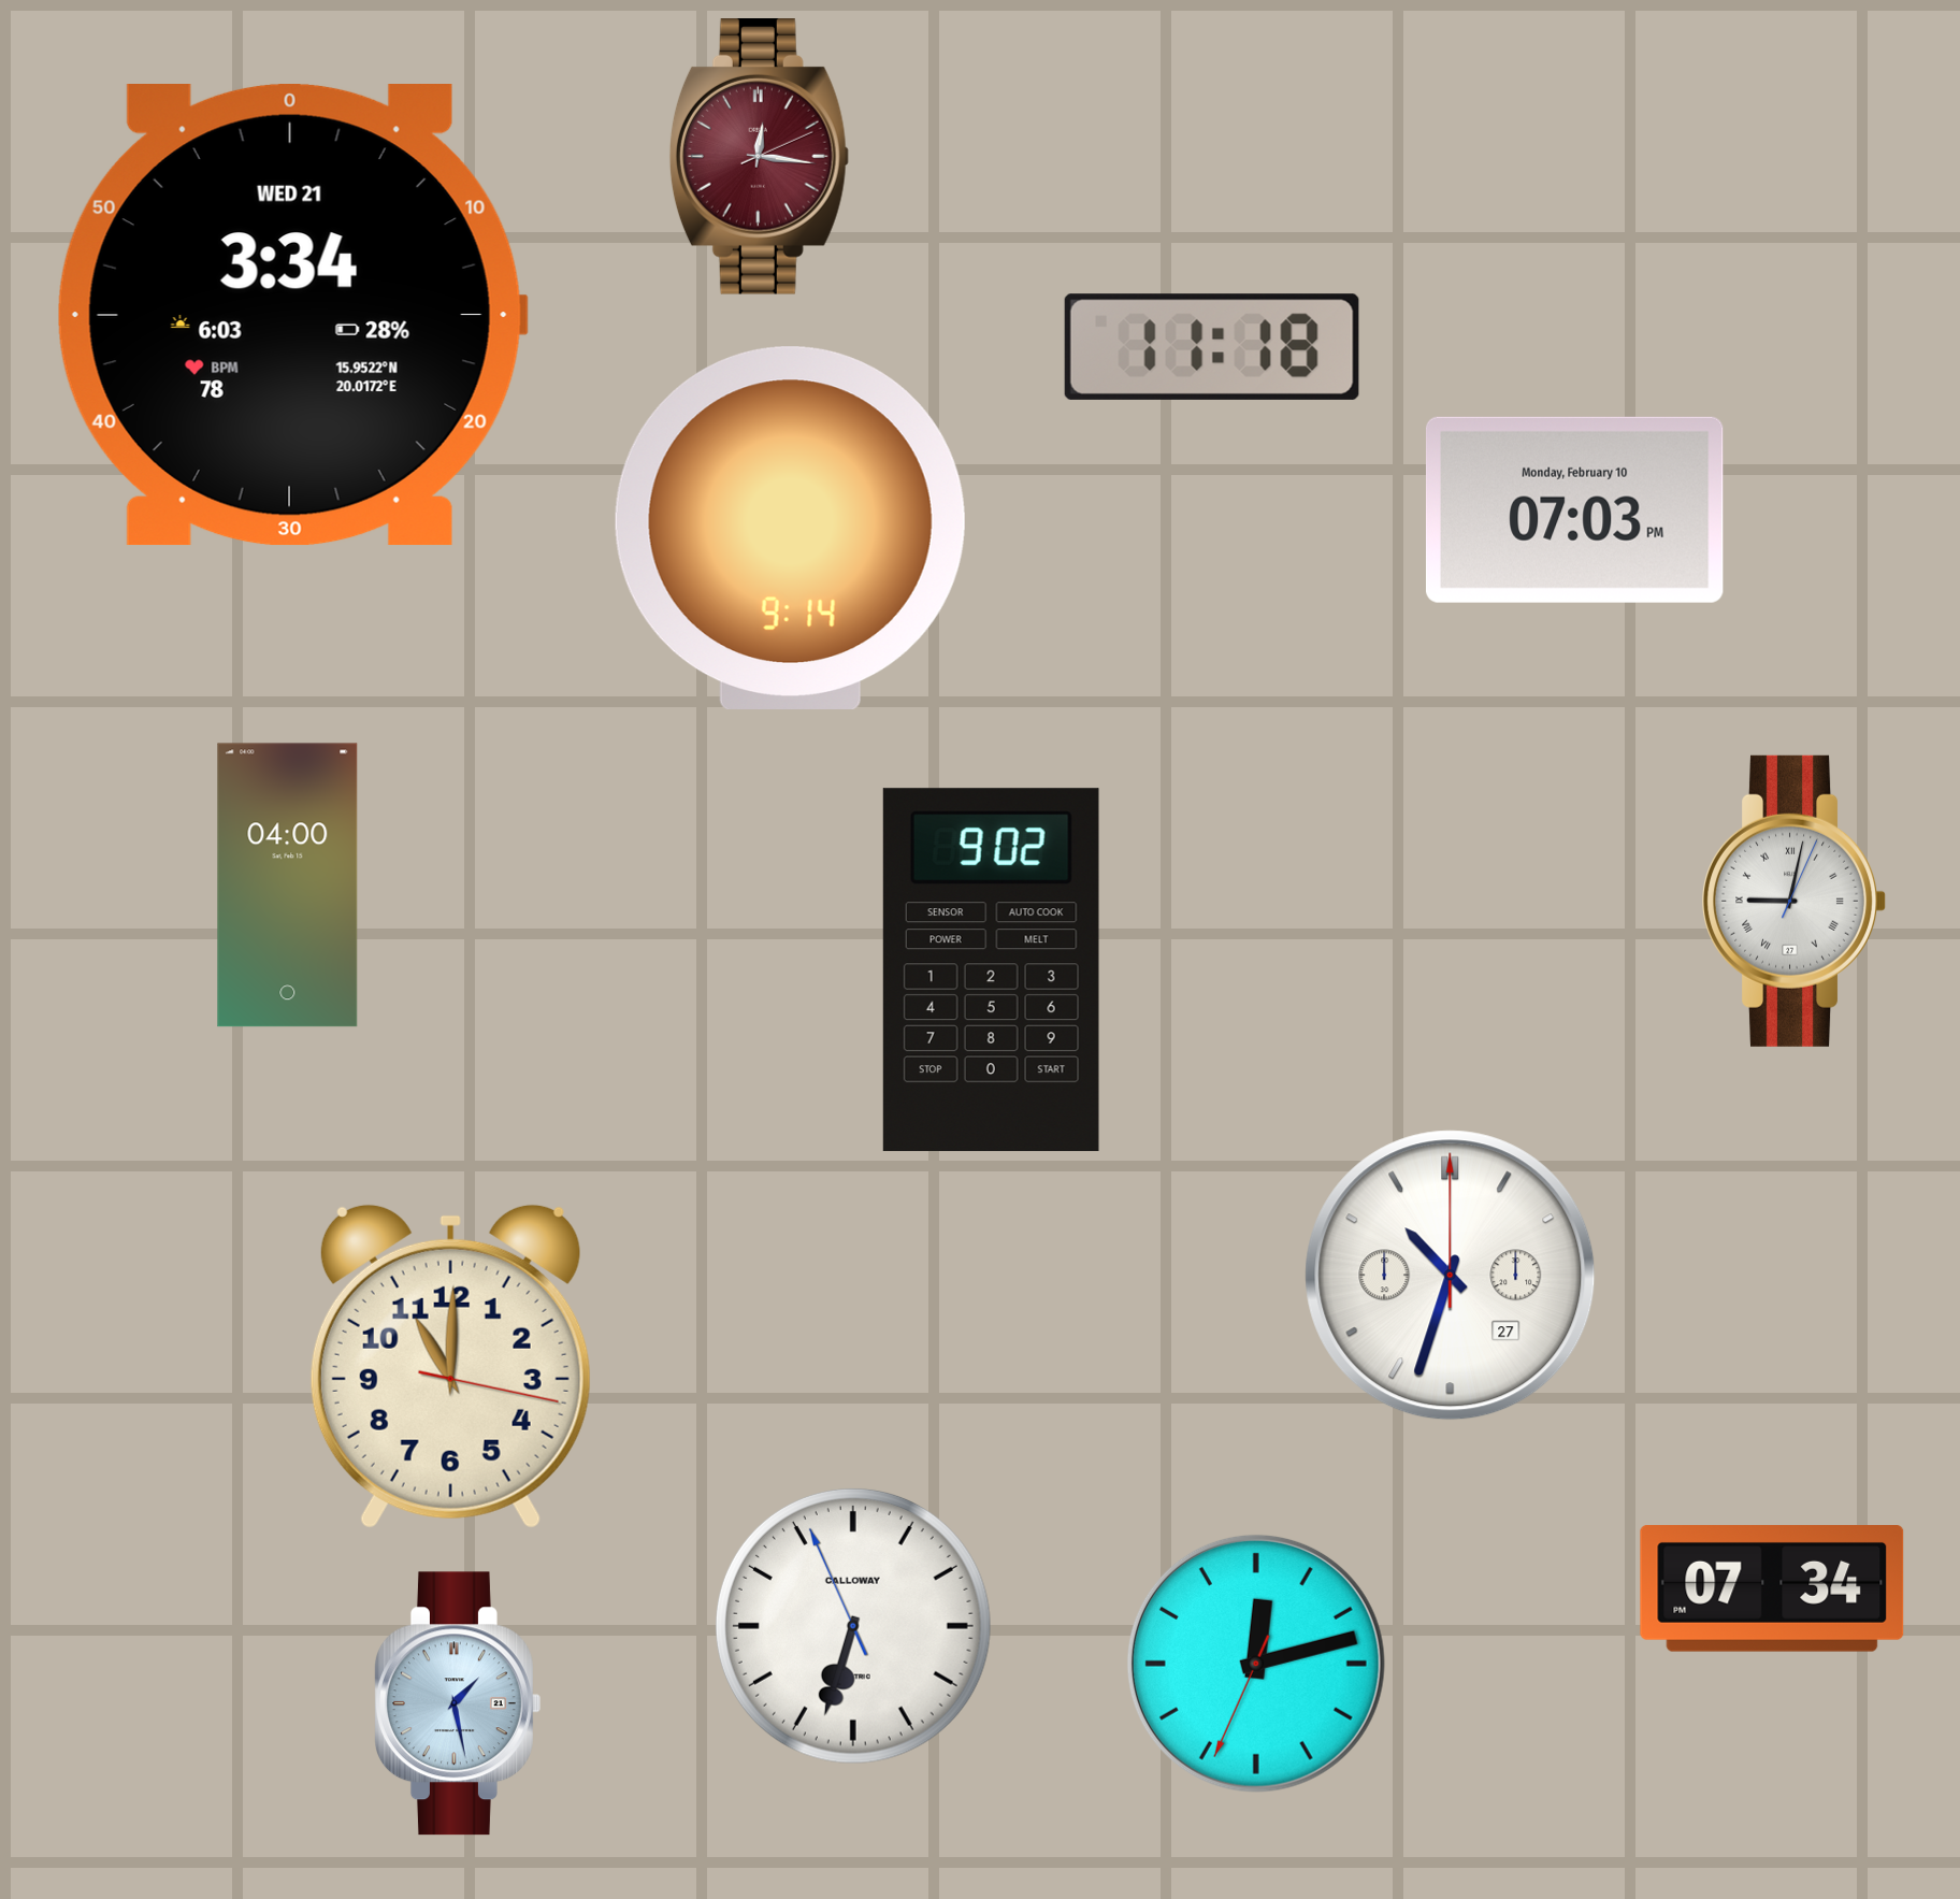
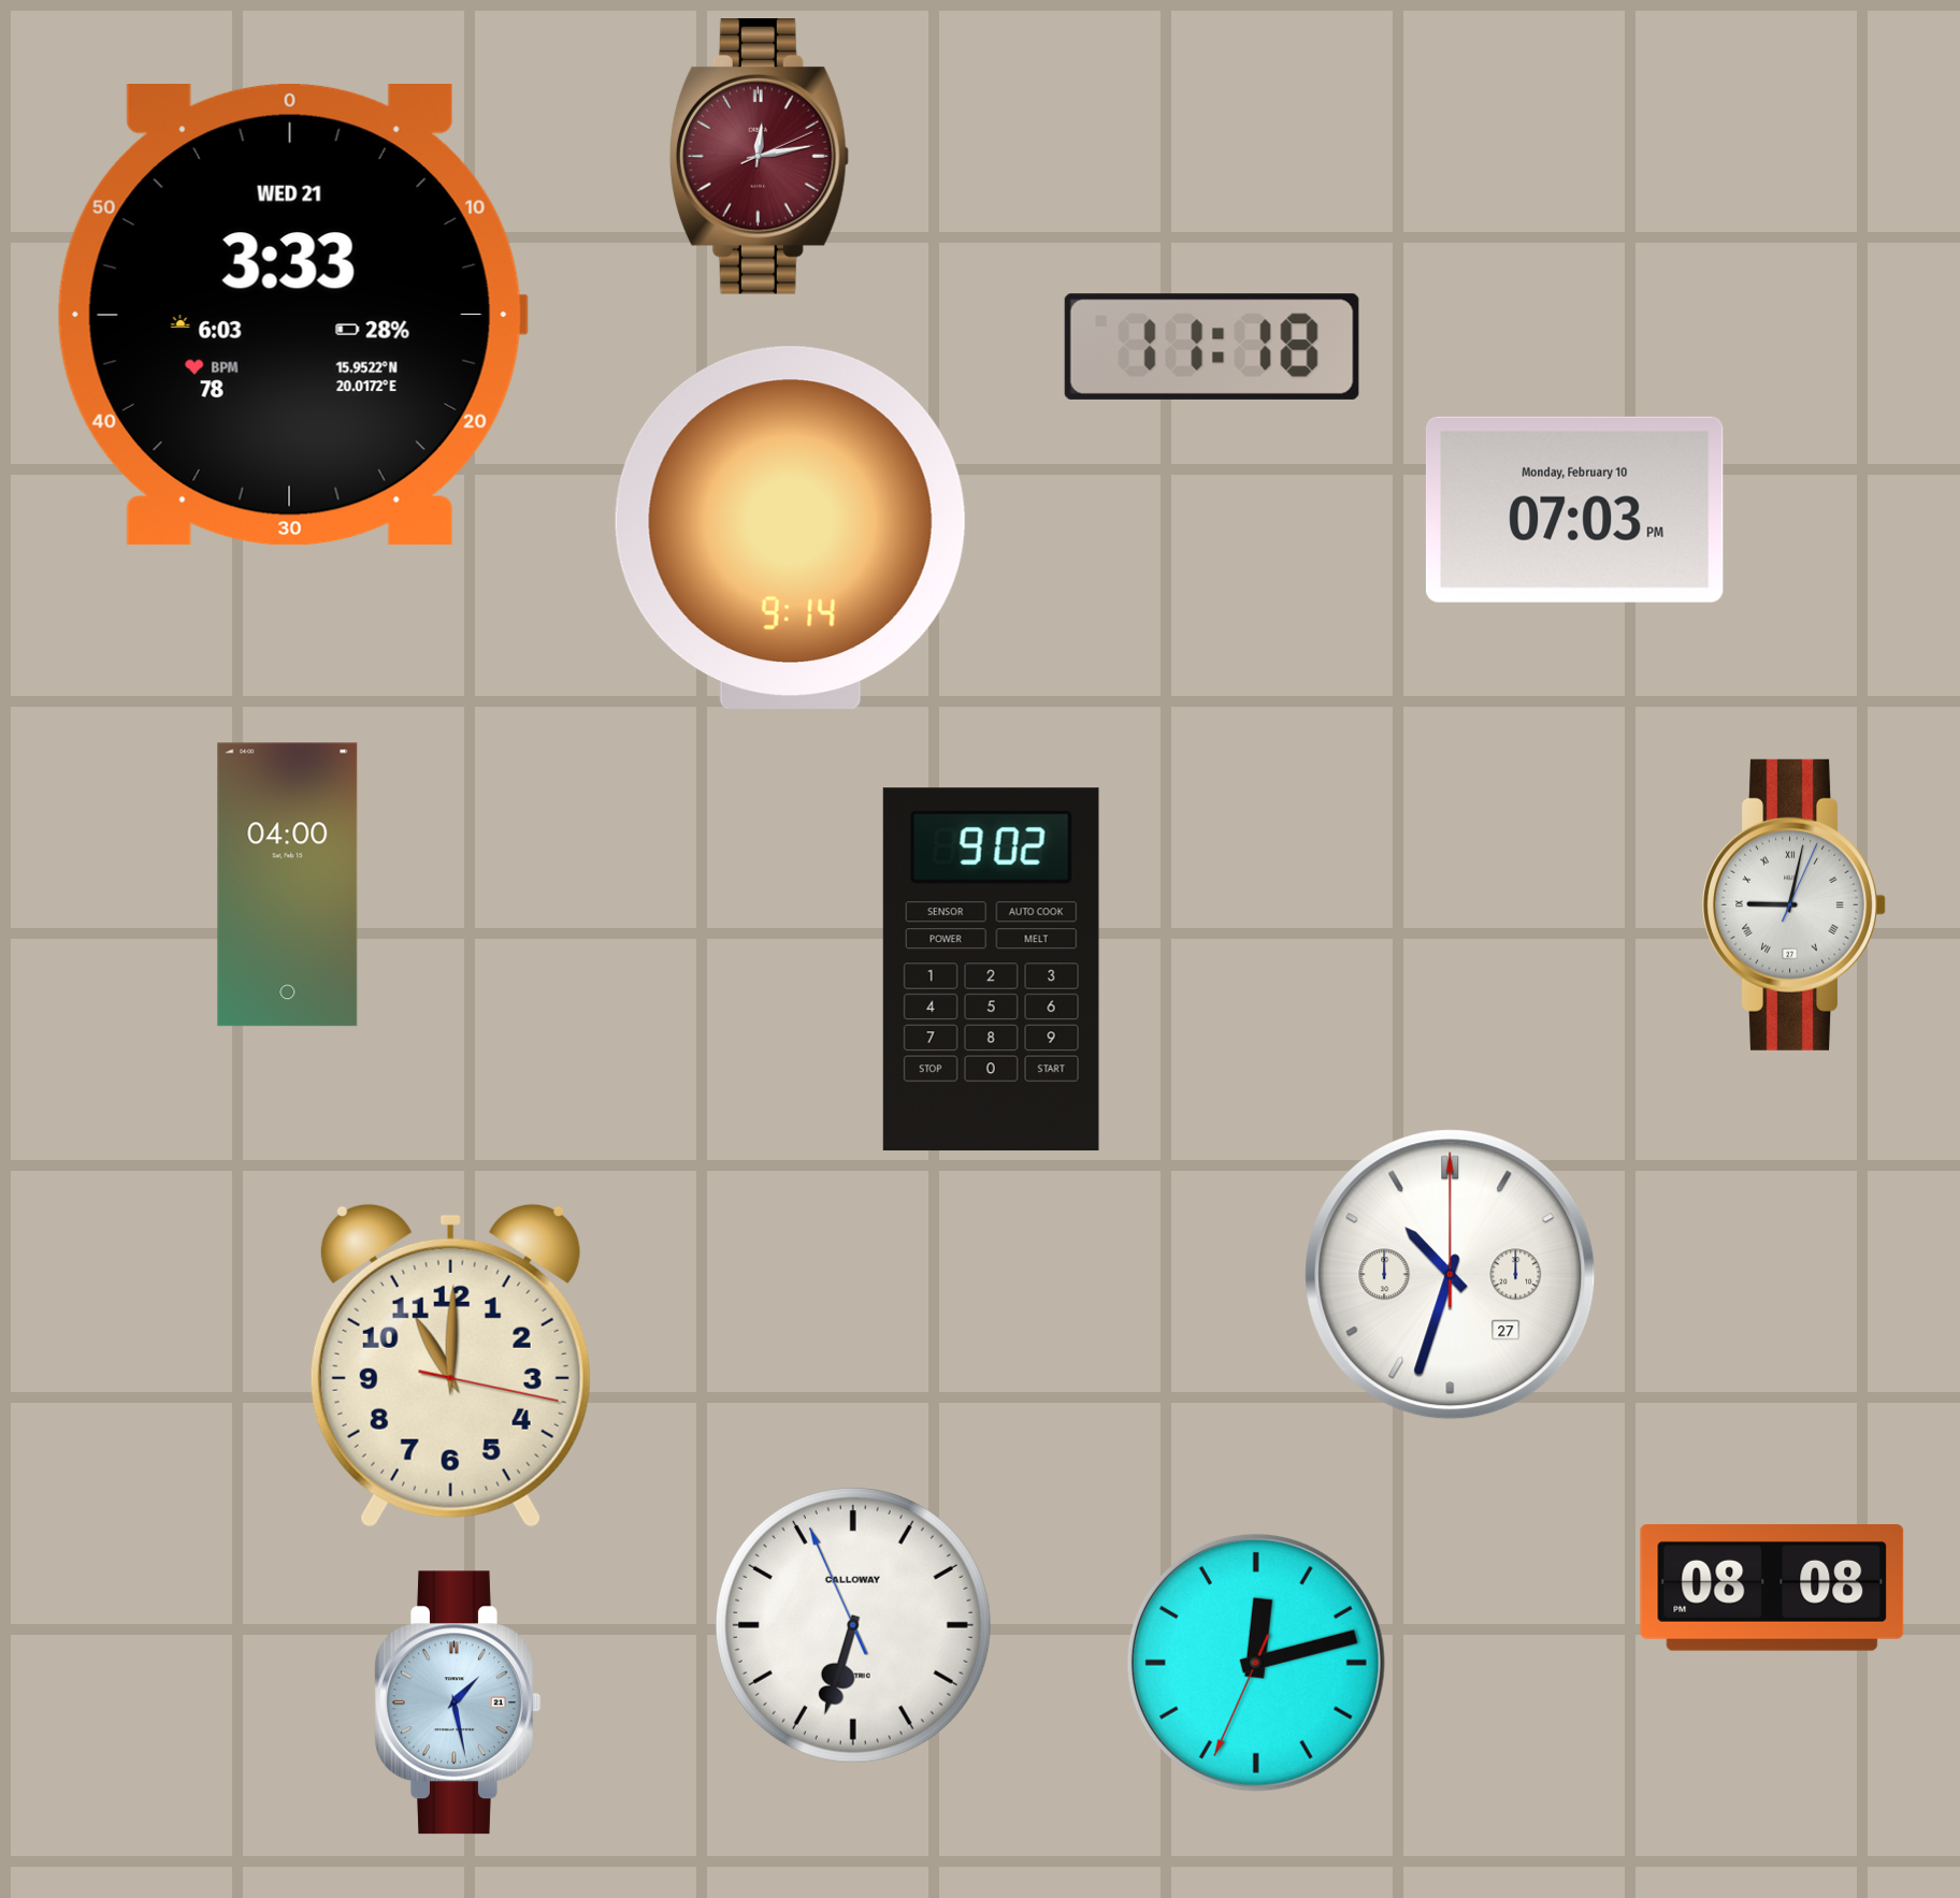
clock at (759, 157): 12:16 -> 12:13
clock at (292, 316): 3:34 -> 3:33
clock at (1795, 901) position: (1795, 901) -> (1795, 904)
clock at (1772, 1589): 07:34 -> 08:08
